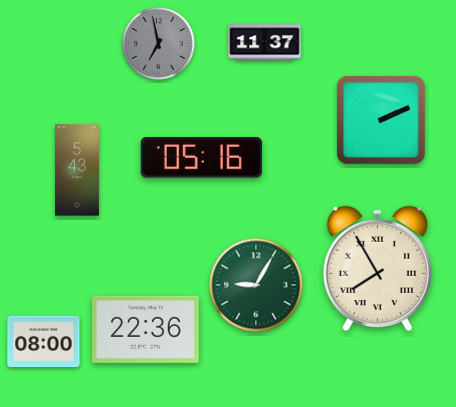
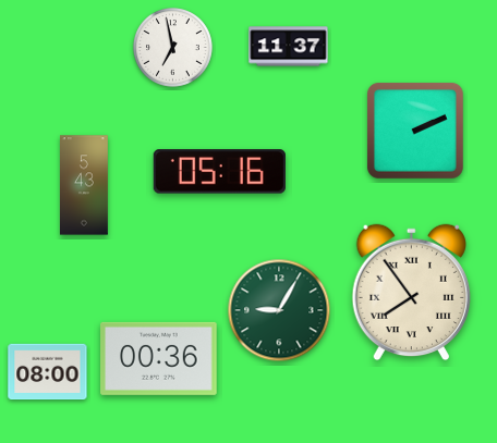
clock at (159, 44) dial: grey -> white
clock at (377, 269): 7:55 -> 7:54
clock at (146, 329): 22:36 -> 00:36
